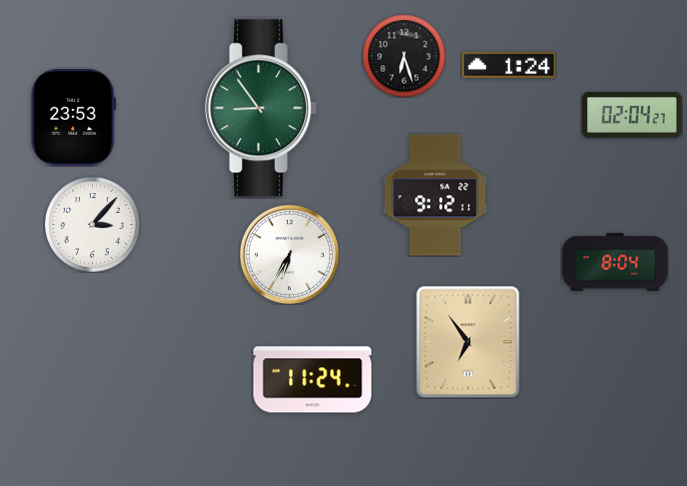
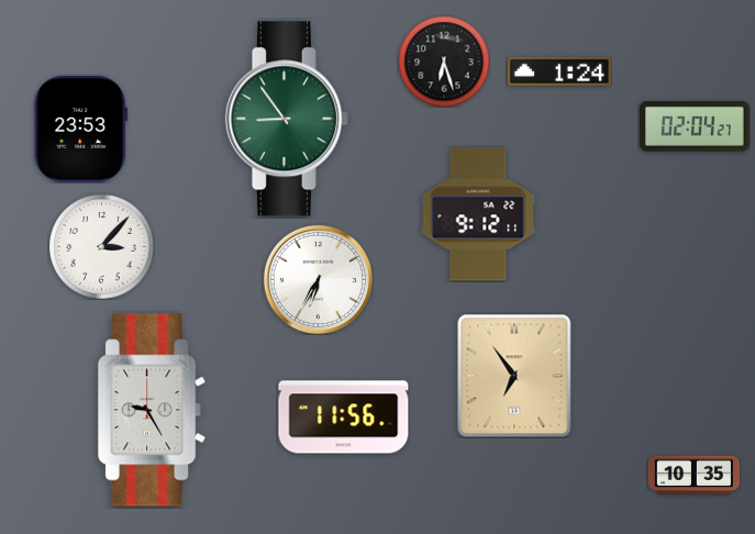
clock at (615, 262): 8:04 -> none
clock at (153, 410): none -> 9:25
clock at (313, 380): 11:24 -> 11:56
clock at (693, 476): none -> 10:35
